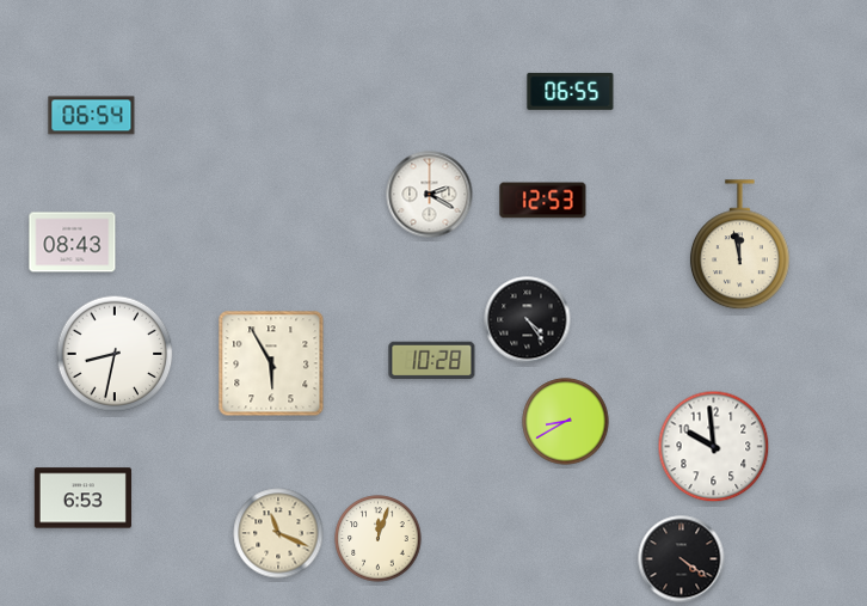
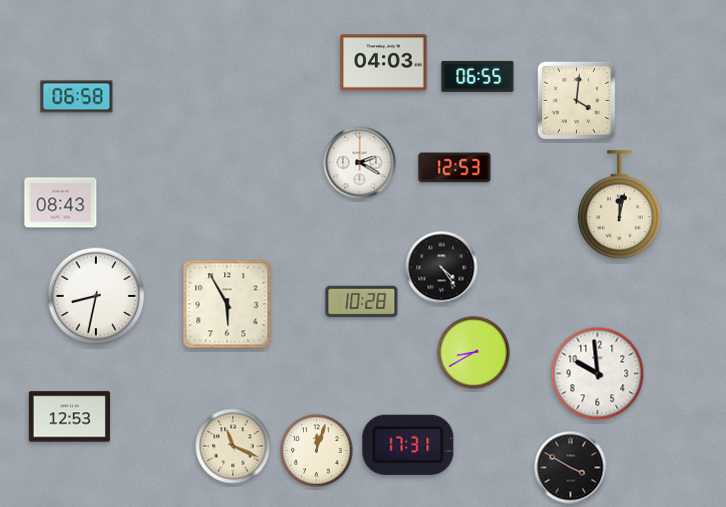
clock at (384, 63): none -> 04:03
clock at (92, 116): 06:54 -> 06:58
clock at (576, 100): none -> 4:01
clock at (739, 245): 11:58 -> 12:02
clock at (82, 498): 6:53 -> 12:53
clock at (408, 445): none -> 17:31
clock at (682, 559): 4:21 -> 3:50
